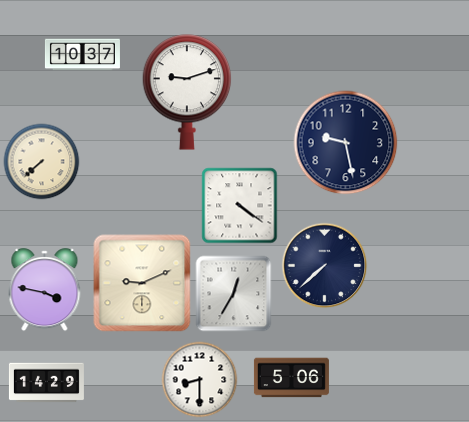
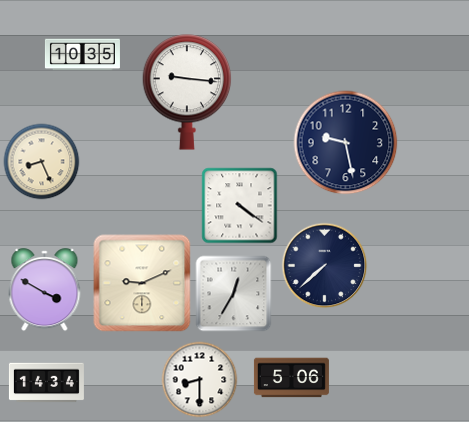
clock at (82, 55): 10:37 -> 10:35
clock at (187, 92): 9:12 -> 9:16
clock at (42, 162): 7:38 -> 8:26
clock at (45, 290): 3:47 -> 3:50
clock at (46, 383): 14:29 -> 14:34
